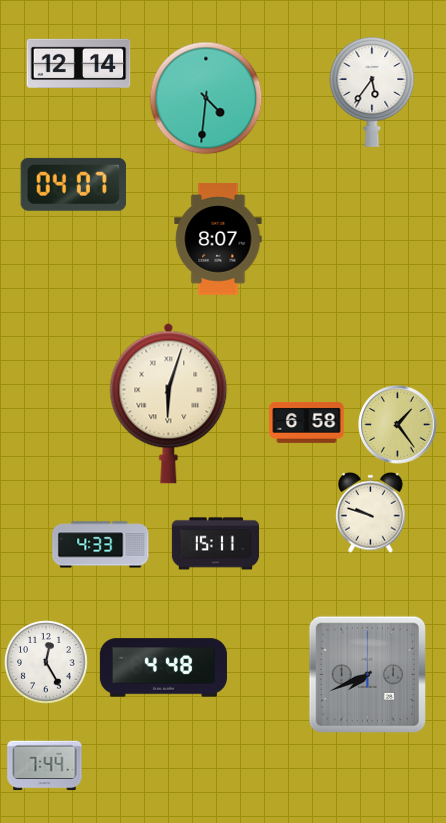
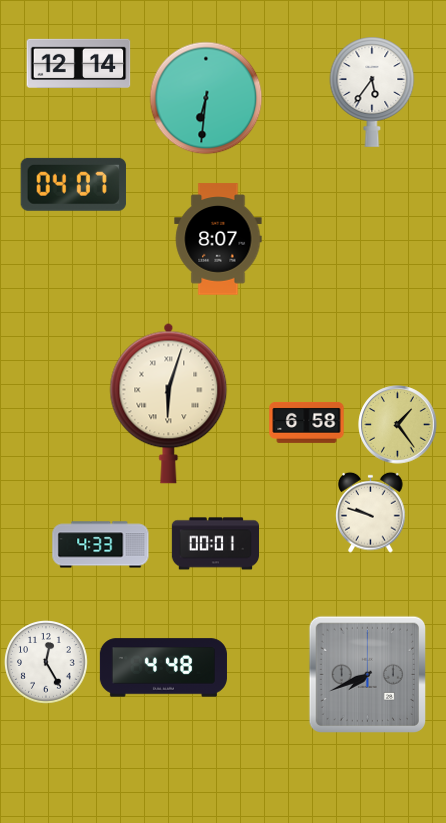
clock at (206, 98): 4:31 -> 6:31
clock at (215, 544): 15:11 -> 00:01
clock at (45, 766): 7:44 -> none
